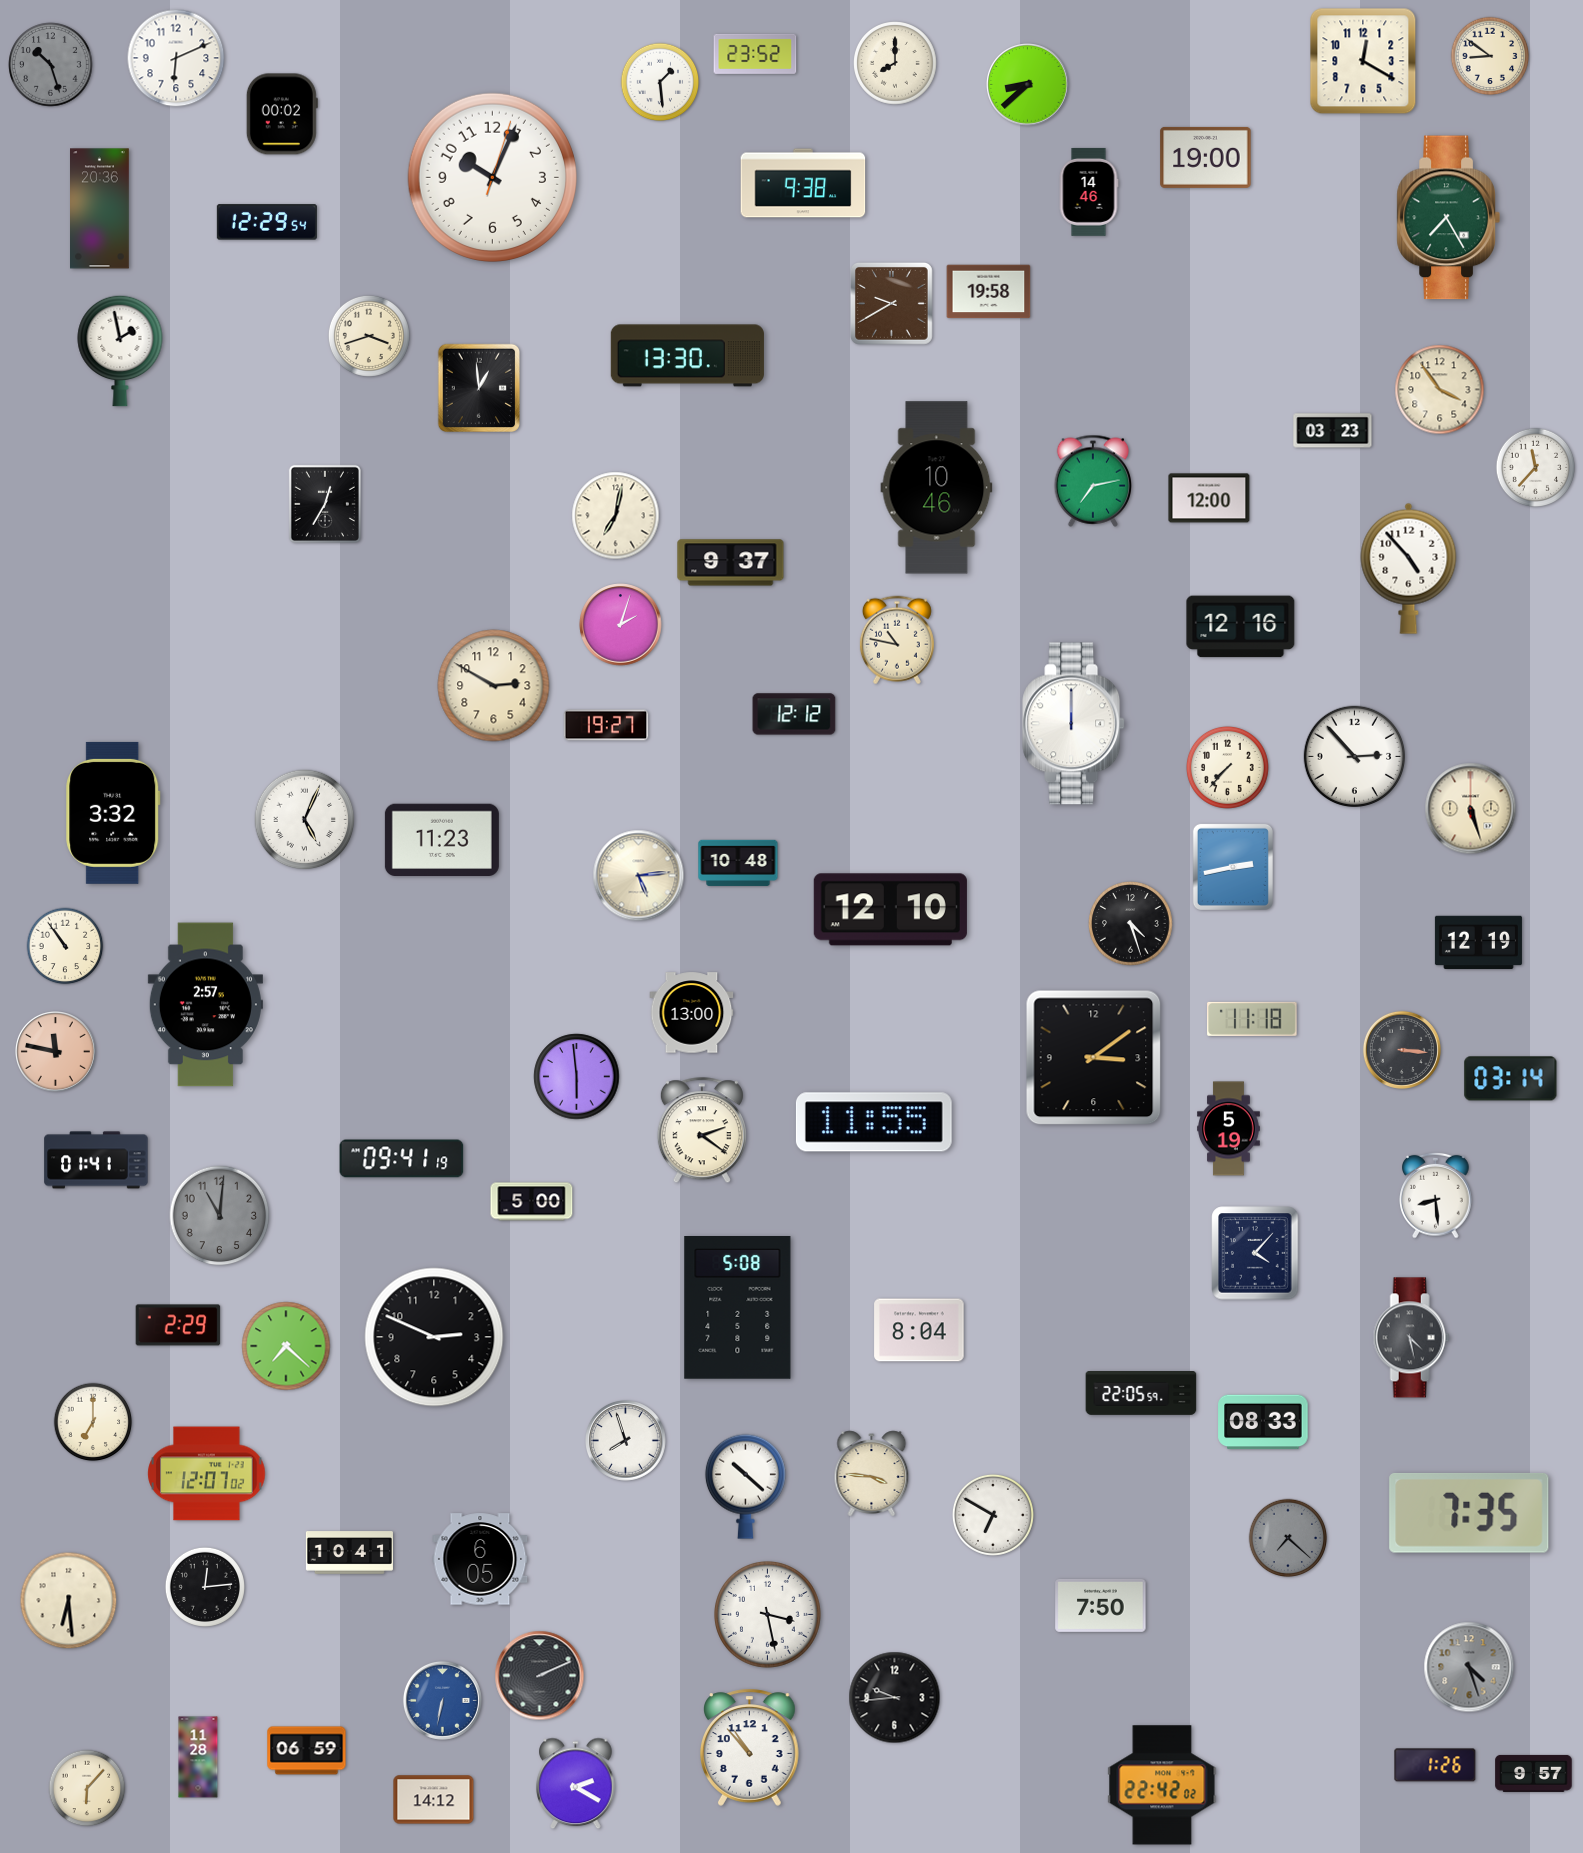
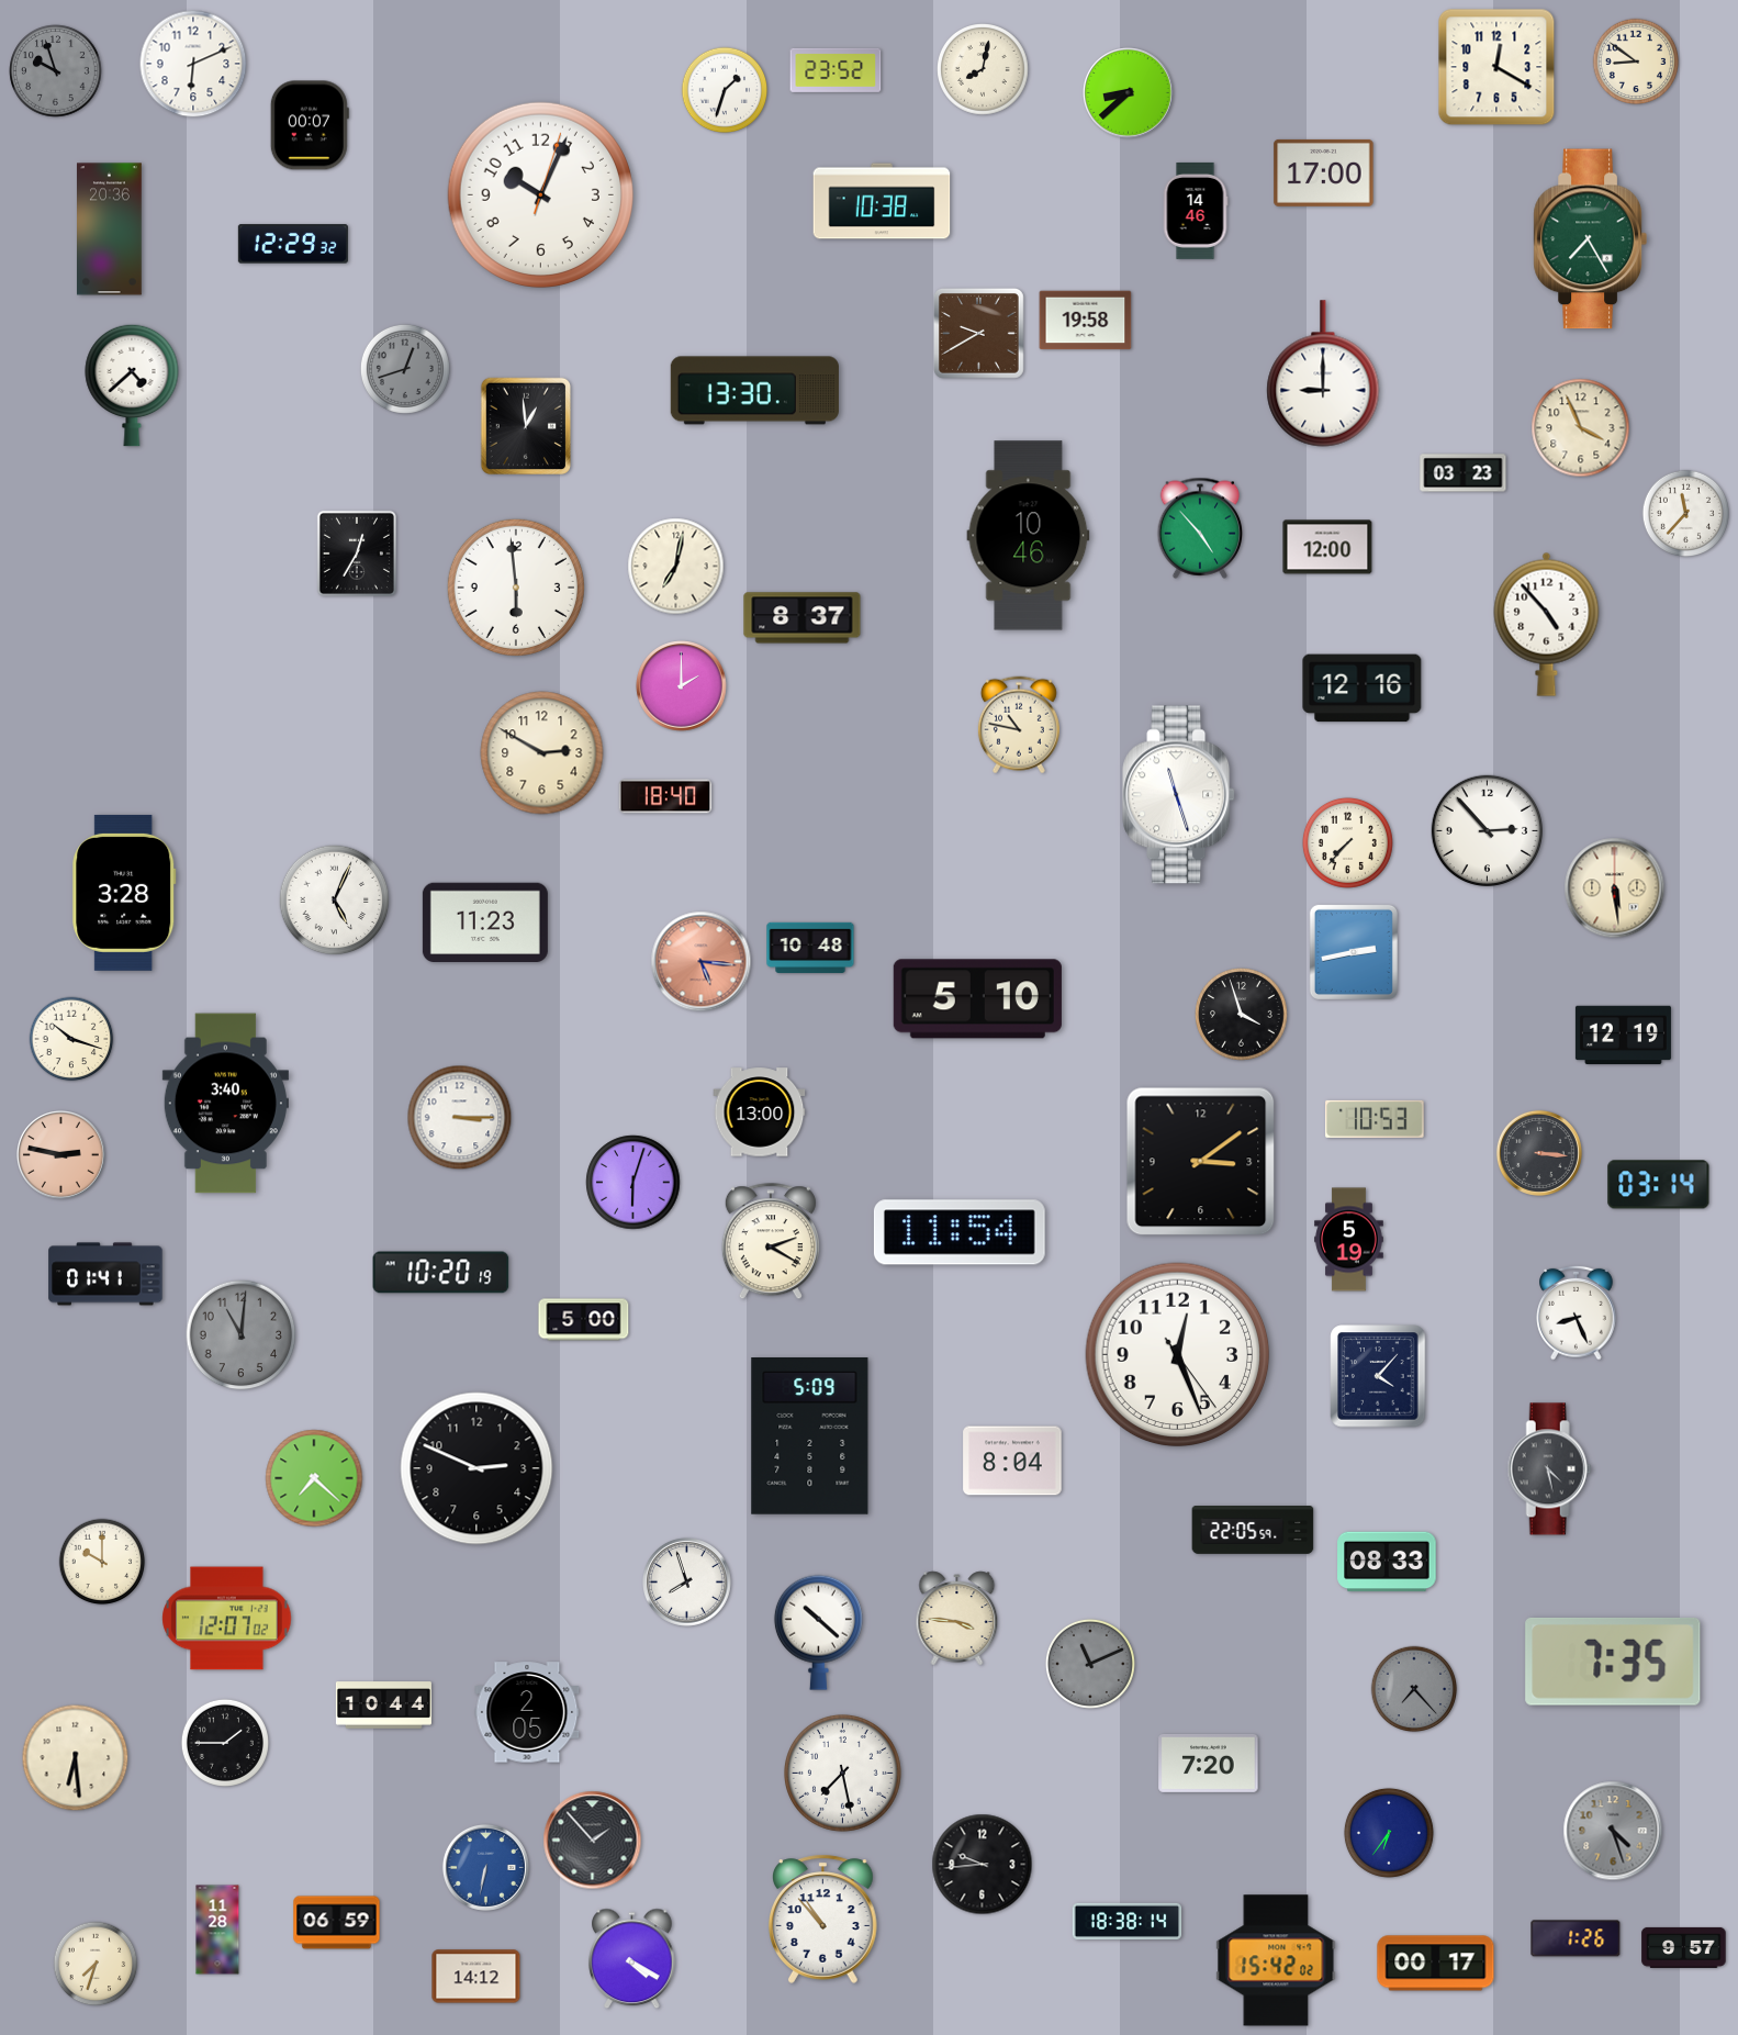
clock at (755, 54) position: (755, 54) -> (836, 70)
clock at (896, 64): 8:00 -> 8:02
clock at (51, 65): 10:27 -> 9:57
clock at (660, 82): 1:29 -> 1:33
clock at (282, 114): 00:02 -> 00:07
clock at (1206, 157): 19:00 -> 17:00
clock at (803, 183): 9:38 -> 10:38
clock at (267, 222): 12:29:54 -> 12:29:32
clock at (369, 336): 3:42 -> 12:42
clock at (369, 336) dial: cream -> grey
clock at (1323, 373): none -> 9:00
clock at (120, 351): 1:58 -> 4:38
clock at (1440, 390): 3:54 -> 3:56
clock at (1093, 481): 7:13 -> 4:53
clock at (516, 588): none -> 5:59
clock at (731, 563): 9:37 -> 8:37
clock at (621, 625): 2:03 -> 2:00
clock at (897, 640) position: (897, 640) -> (1019, 725)
clock at (794, 714): 12:12 -> none
clock at (1074, 724): 12:00 -> 11:27
clock at (606, 725): 19:27 -> 18:40
clock at (1471, 809): 5:27 -> 5:29
clock at (113, 813): 3:32 -> 3:28
clock at (639, 876): 5:14 -> 5:16
clock at (639, 876) dial: cream -> salmon
clock at (890, 910): 12:10 -> 5:10
clock at (1131, 924): 4:27 -> 3:57
clock at (65, 946): 10:54 -> 10:18
clock at (205, 1005): 2:57 -> 3:40
clock at (460, 1118): none -> 3:15
clock at (1252, 1019): 11:18 -> 10:53
clock at (56, 1052): 11:47 -> 2:47
clock at (577, 1077): 5:59 -> 6:03
clock at (874, 1122): 11:55 -> 11:54
clock at (702, 1131): 2:21 -> 2:20
clock at (402, 1159): 09:41 -> 10:20
clock at (1436, 1195): 8:29 -> 8:26
clock at (1178, 1355): none -> 12:26
clock at (738, 1308): 5:08 -> 5:09
clock at (178, 1325): 2:29 -> none
clock at (919, 1330) position: (919, 1330) -> (1012, 1461)
clock at (93, 1422): 7:00 -> 10:00
clock at (993, 1515): 6:50 -> 11:11
clock at (993, 1515) dial: white -> grey
clock at (1288, 1538): 7:22 -> 7:23
clock at (349, 1553): 10:41 -> 10:44
clock at (480, 1559): 6:05 -> 2:05
clock at (205, 1587): 12:14 -> 1:45
clock at (1101, 1605): 7:50 -> 7:20
clock at (768, 1615): 3:28 -> 7:28
clock at (1389, 1833): none -> 6:36
clock at (540, 1676): 2:11 -> 1:53
clock at (1128, 1921): none -> 18:38
clock at (576, 1784): 2:20 -> 4:20
clock at (1162, 1785): 22:42 -> 15:42
clock at (87, 1788): 6:07 -> 7:33
clock at (1436, 1964): none -> 00:17
